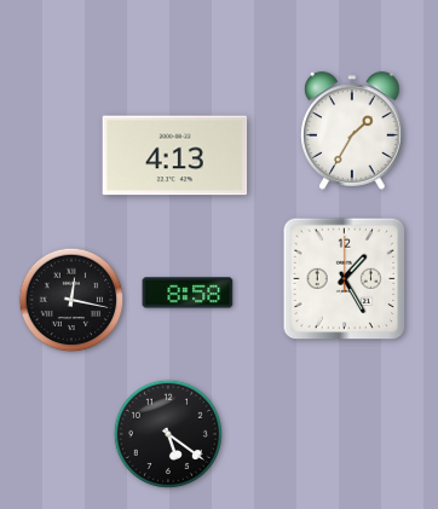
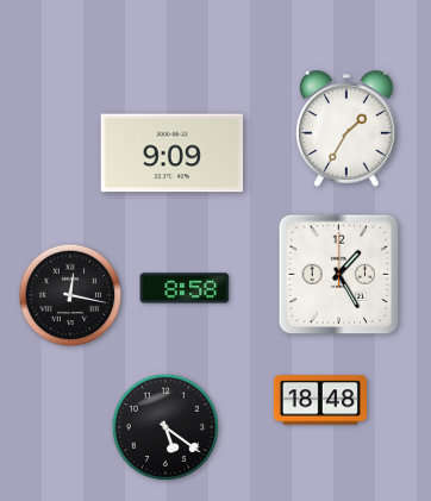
clock at (175, 156): 4:13 -> 9:09
clock at (320, 400): none -> 18:48
